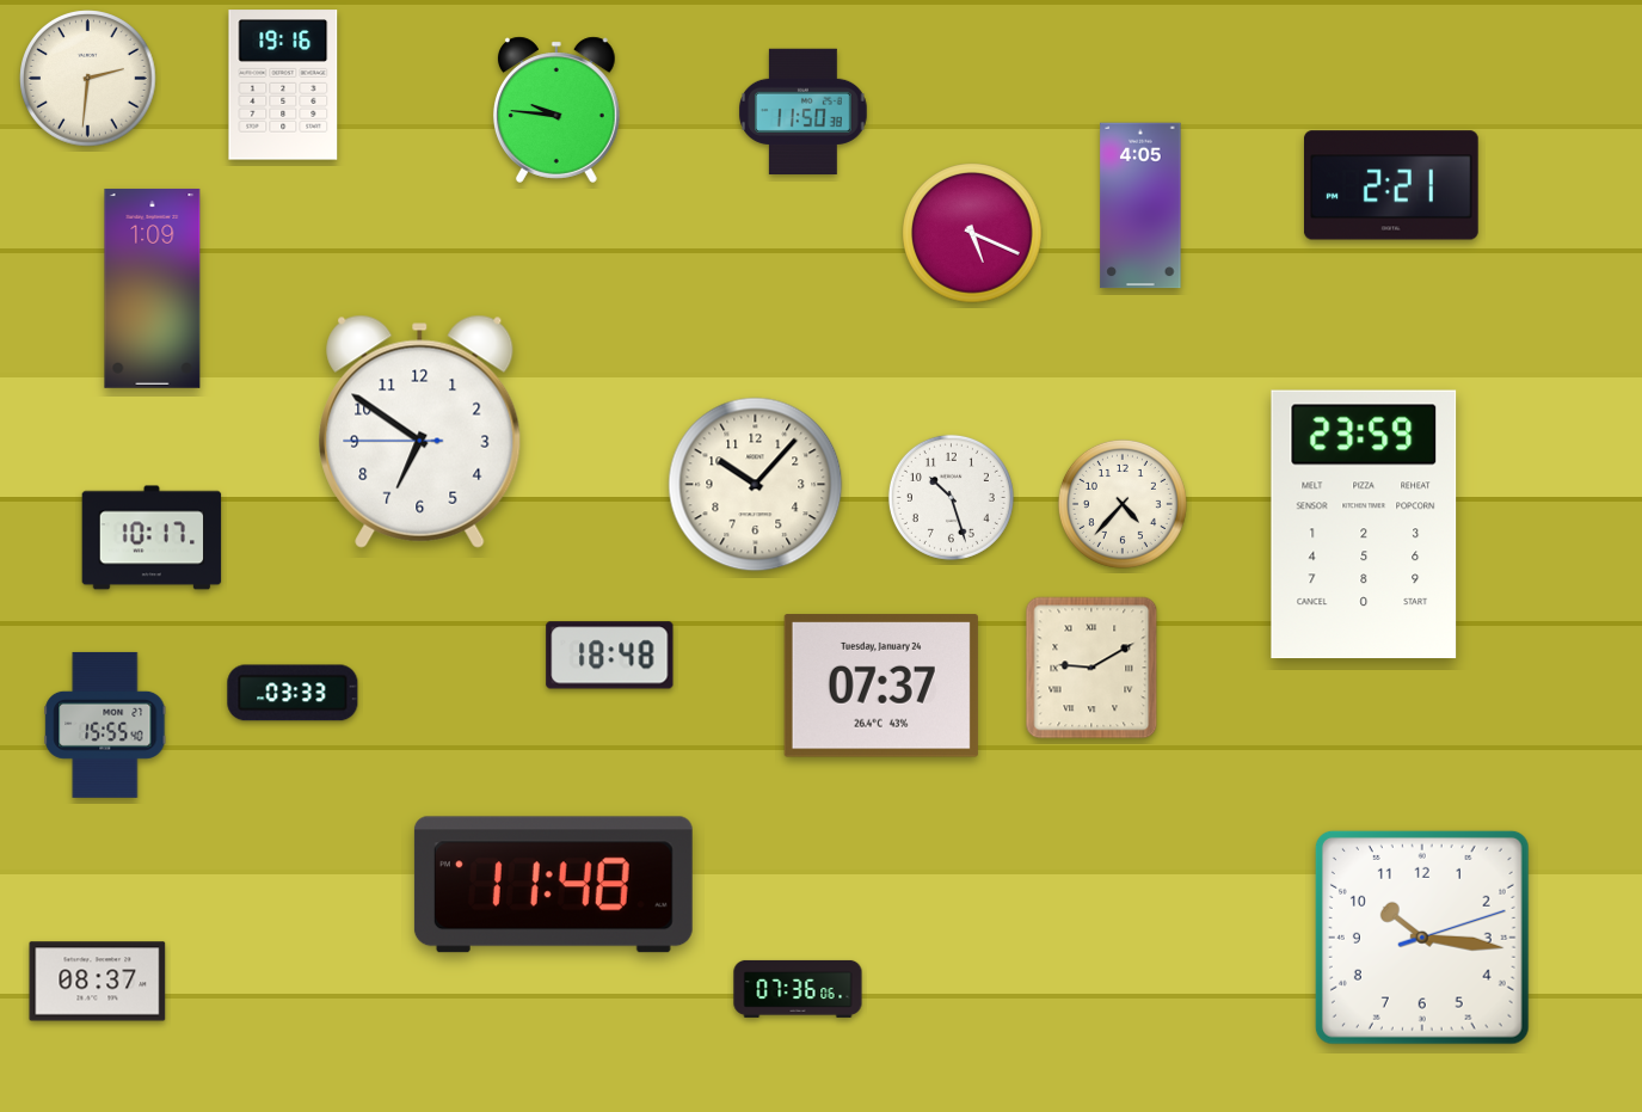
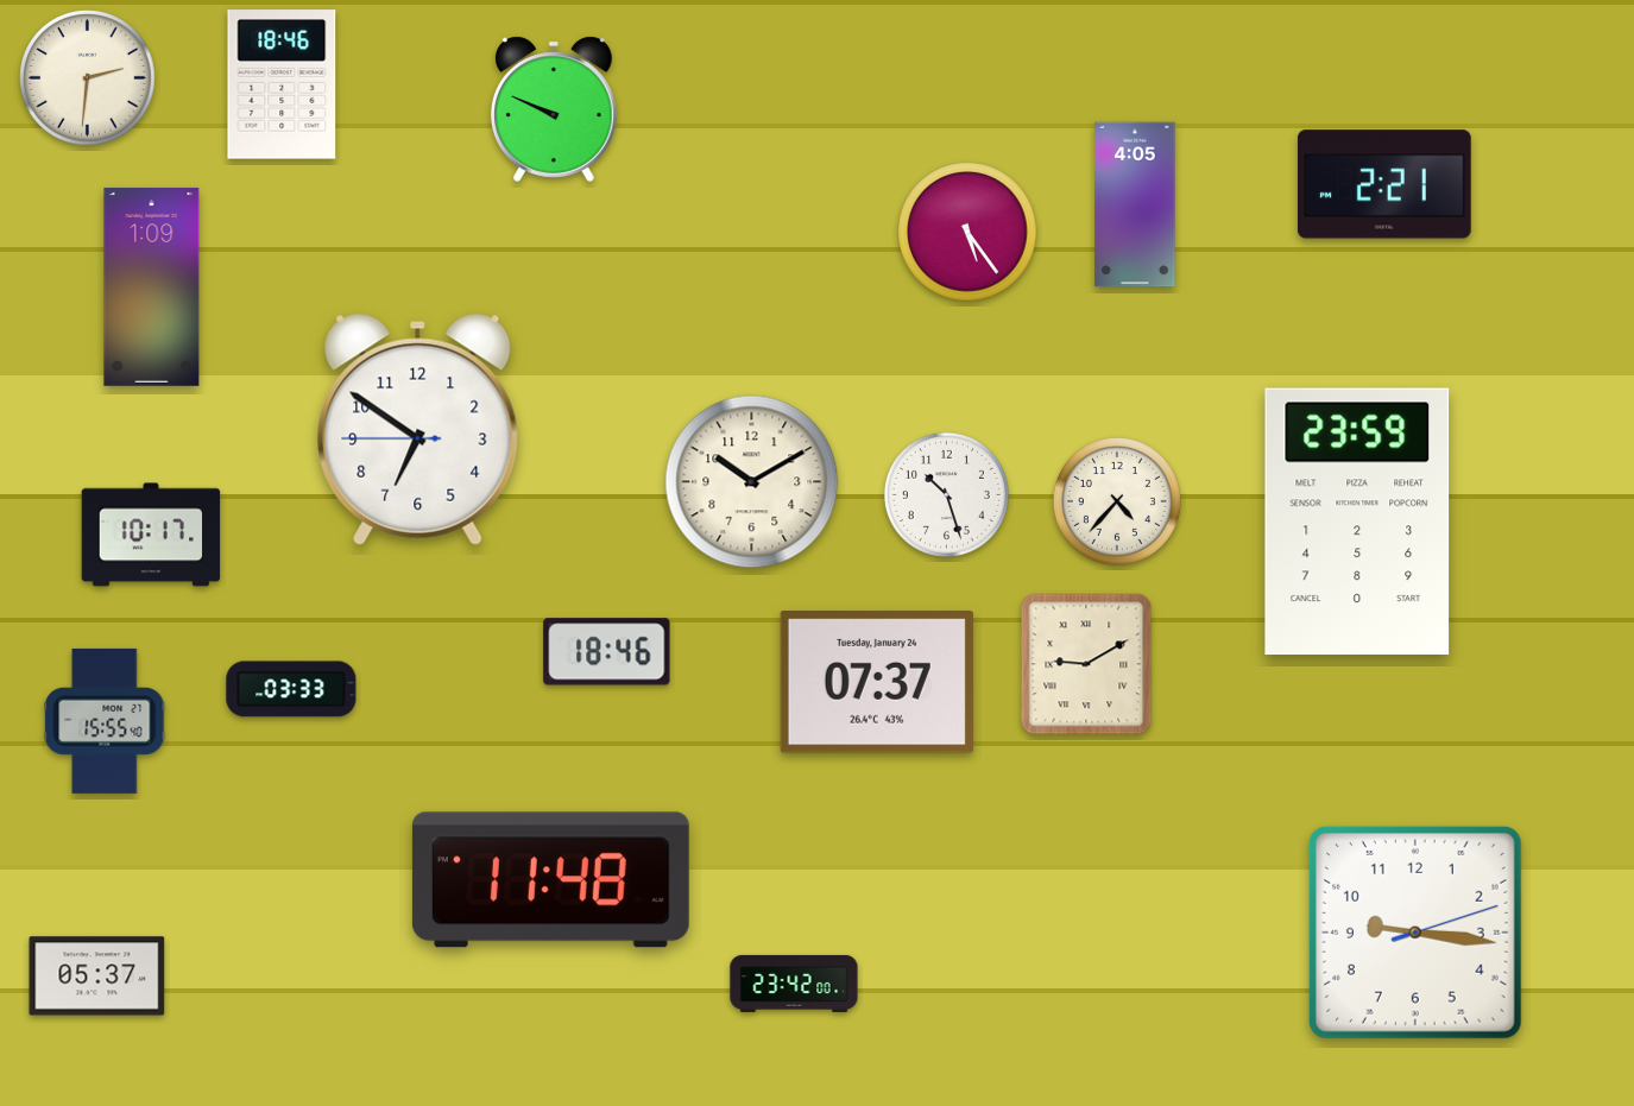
clock at (283, 85): 19:16 -> 18:46
clock at (556, 110): 9:46 -> 9:49
clock at (804, 111): 11:50 -> none
clock at (972, 233): 5:19 -> 5:24
clock at (756, 485): 10:07 -> 10:10
clock at (610, 656): 18:48 -> 18:46
clock at (1422, 938): 10:16 -> 9:16
clock at (98, 982): 08:37 -> 05:37
clock at (798, 989): 07:36 -> 23:42
